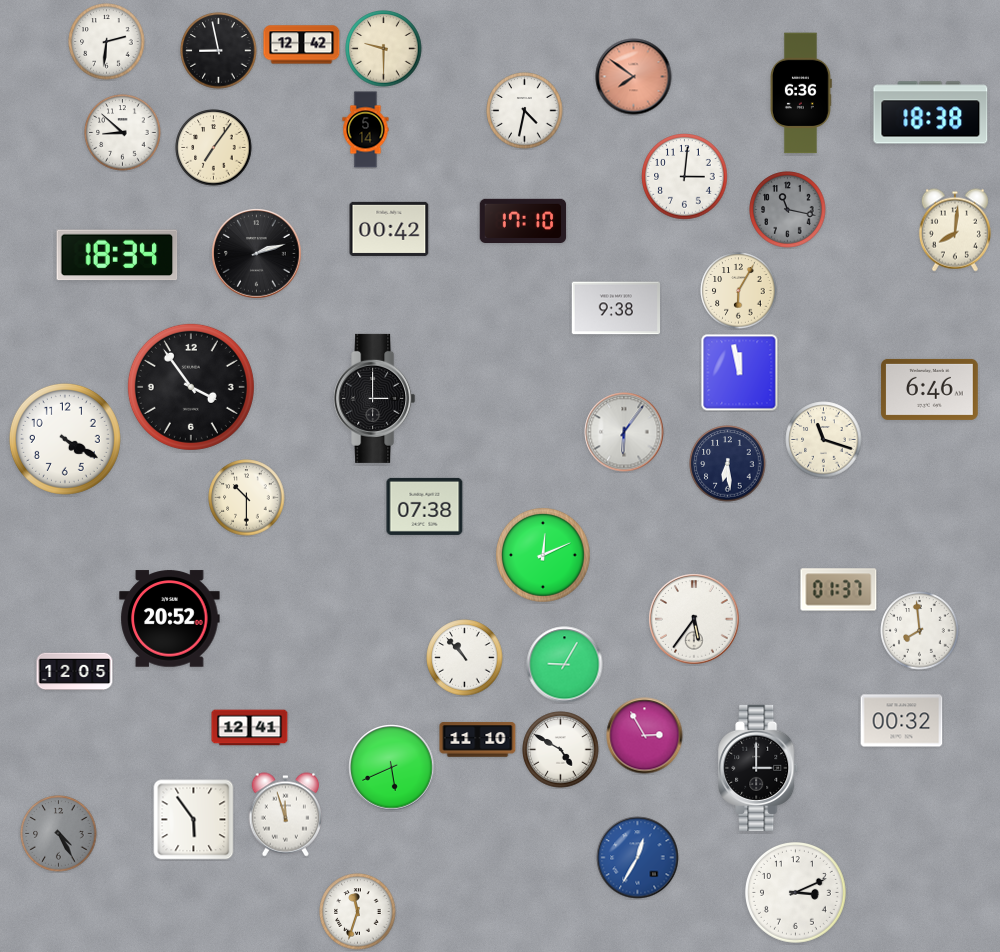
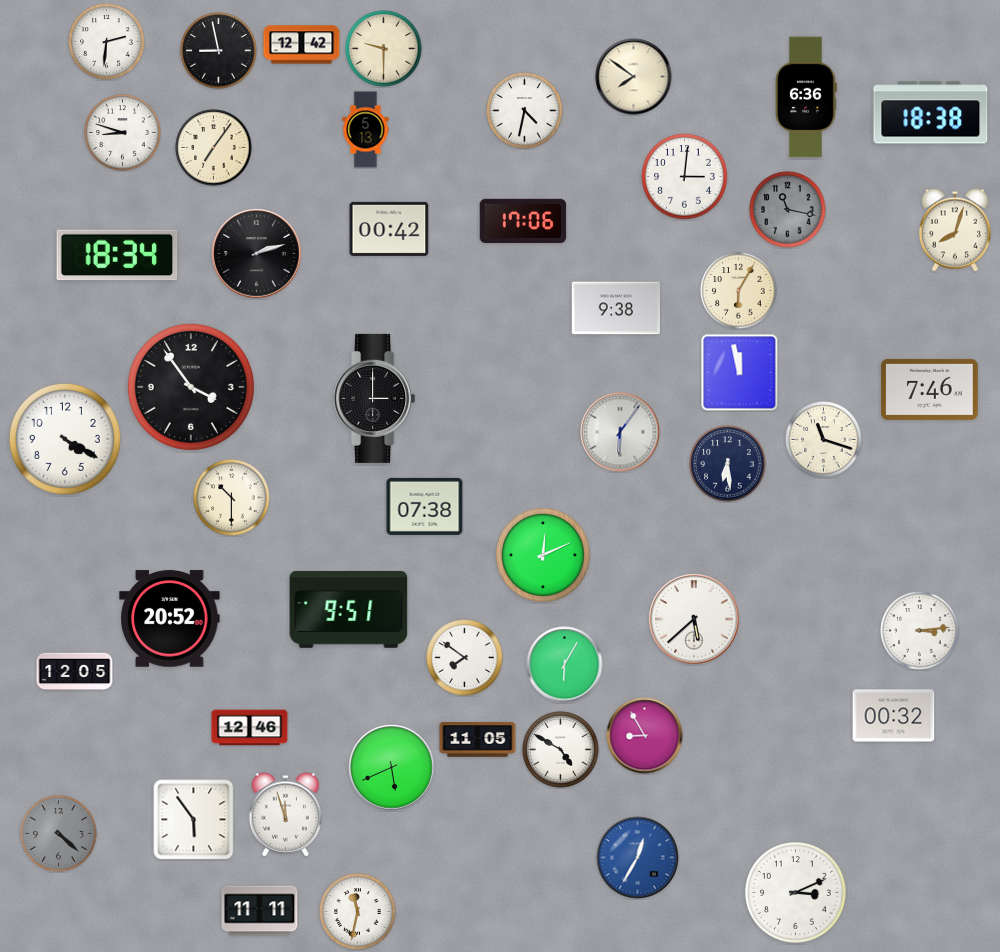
clock at (634, 77) dial: salmon -> cream
clock at (802, 93) position: (802, 93) -> (807, 97)
clock at (366, 130): 5:14 -> 5:13
clock at (123, 133): 8:52 -> 8:48
clock at (523, 220): 17:10 -> 17:06
clock at (955, 230): 8:01 -> 8:03
clock at (930, 389): 6:46 -> 7:46
clock at (624, 432) position: (624, 432) -> (620, 432)
clock at (247, 498) position: (247, 498) -> (232, 498)
clock at (839, 590): 01:37 -> none
clock at (349, 609): none -> 9:51
clock at (694, 619): 5:36 -> 5:38
clock at (920, 631): 7:59 -> 3:14
clock at (465, 658): 10:53 -> 7:51
clock at (565, 665): 9:05 -> 6:05
clock at (902, 721) position: (902, 721) -> (894, 716)
clock at (250, 728): 12:41 -> 12:46
clock at (645, 736): 2:55 -> 8:55
clock at (478, 740): 11:10 -> 11:05
clock at (759, 768): 3:00 -> none
clock at (59, 834): 4:25 -> 4:22
clock at (260, 911): none -> 11:11
clock at (358, 912): 11:33 -> 11:32
